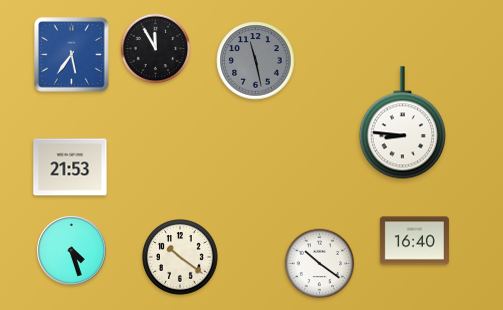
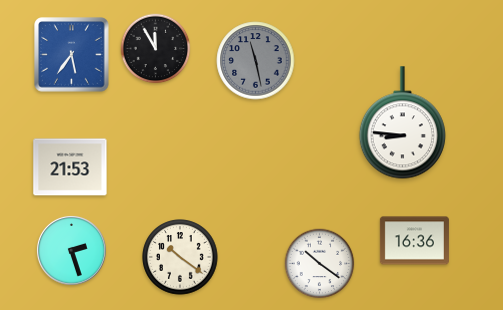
clock at (414, 241): 16:40 -> 16:36
clock at (71, 250): 4:27 -> 2:27
